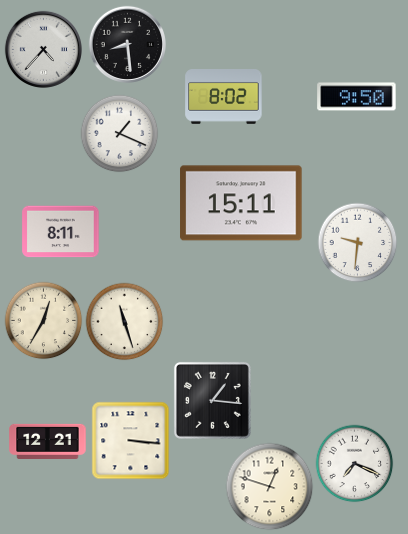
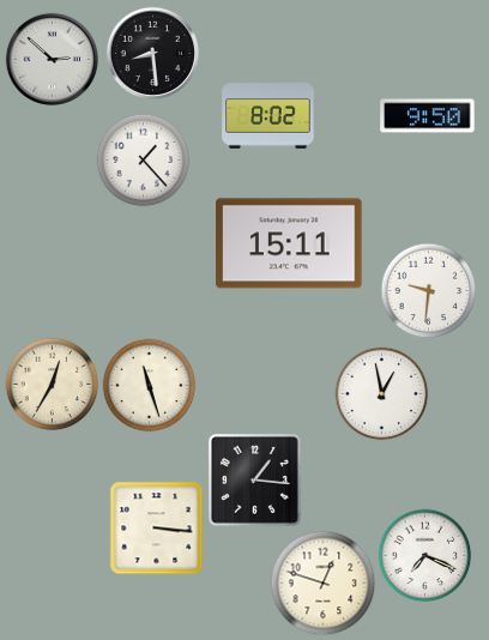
clock at (43, 49): 4:37 -> 2:52
clock at (119, 133): 1:19 -> 1:23
clock at (61, 232): 8:11 -> none
clock at (381, 393): none -> 12:58
clock at (48, 441): 12:21 -> none
